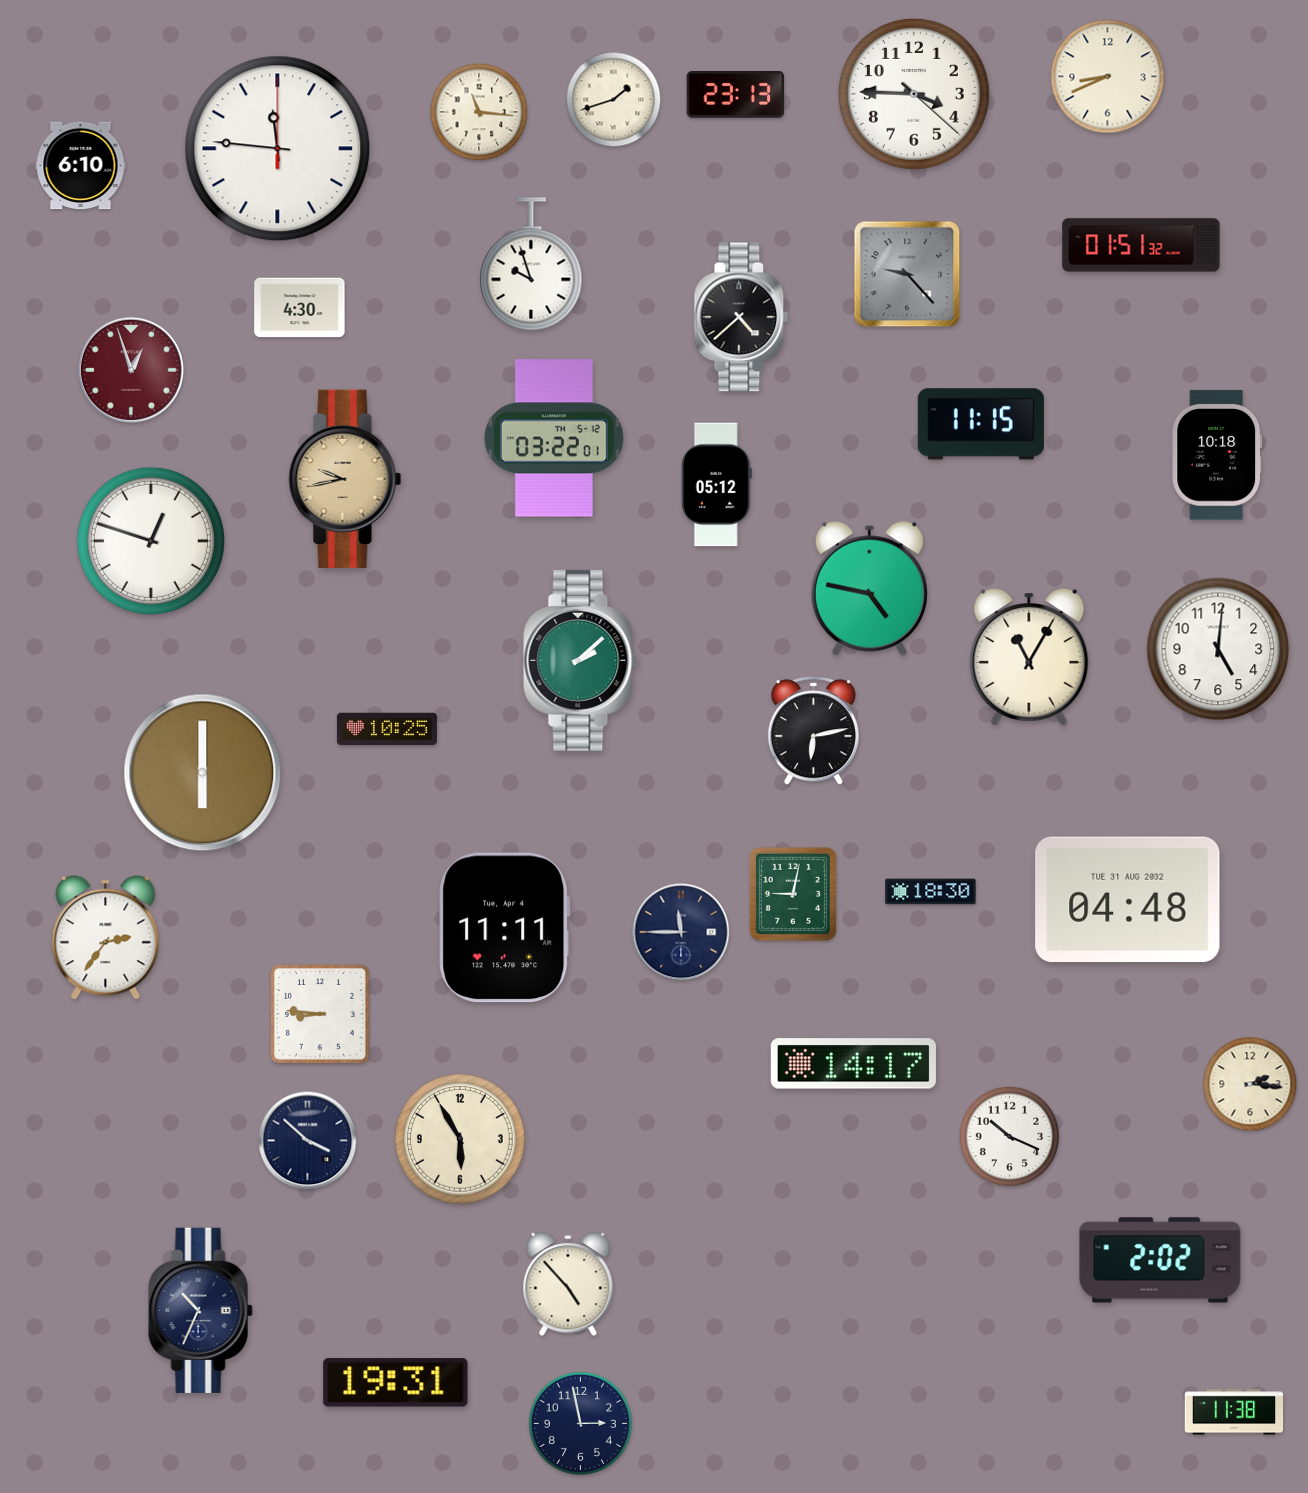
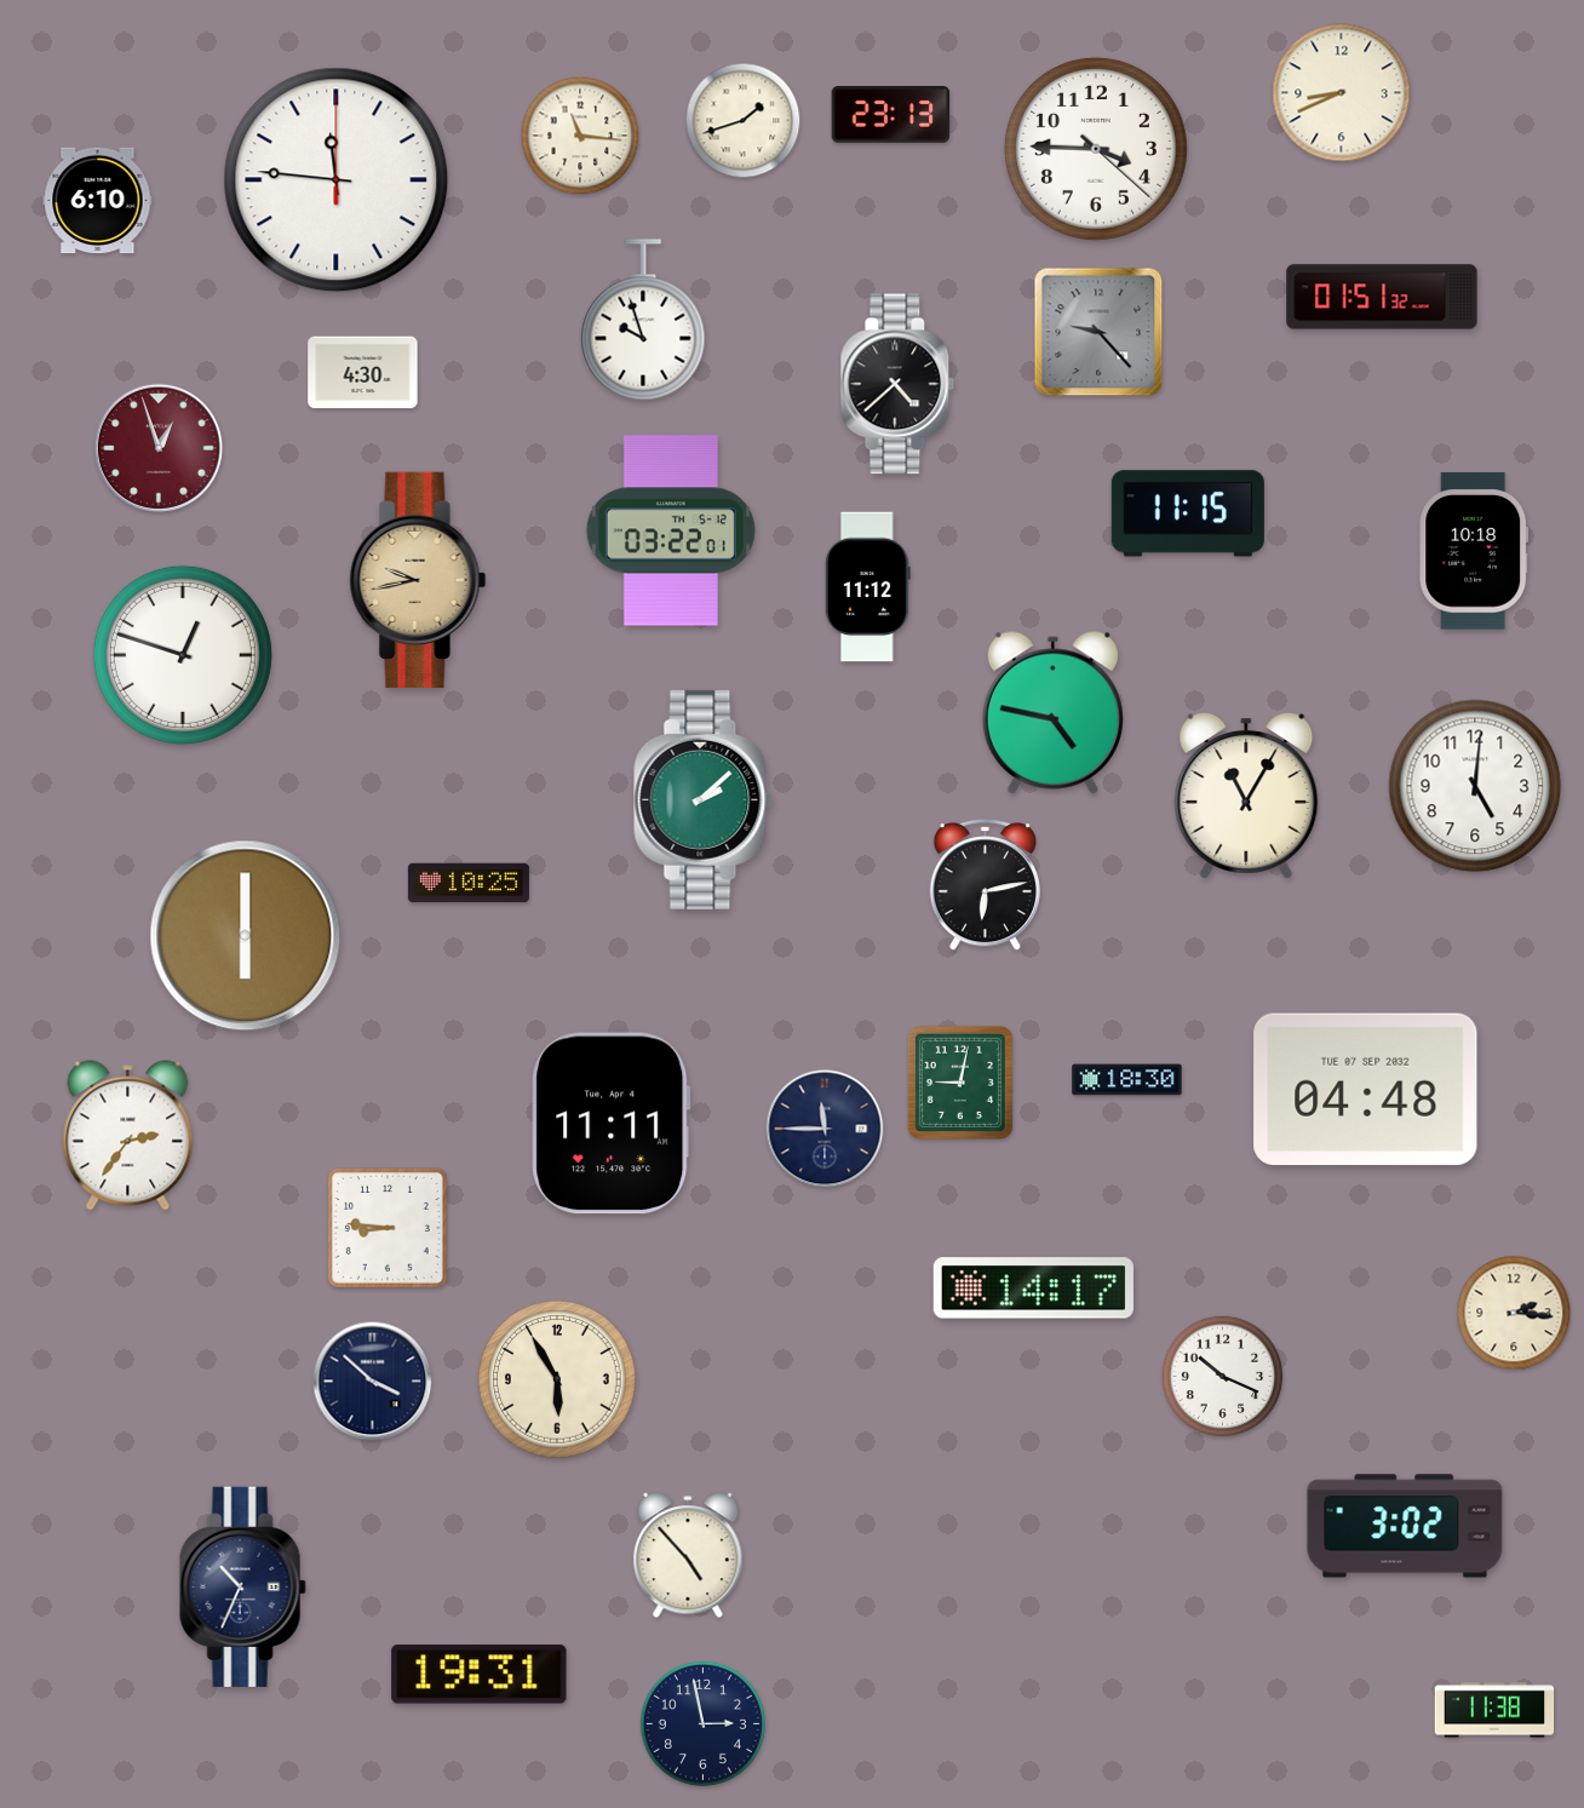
clock at (914, 94) position: (914, 94) -> (1096, 149)
clock at (716, 485): 05:12 -> 11:12
clock at (1128, 900) date: TUE 31 AUG 2032 -> TUE 07 SEP 2032
clock at (1160, 1260): 2:02 -> 3:02
